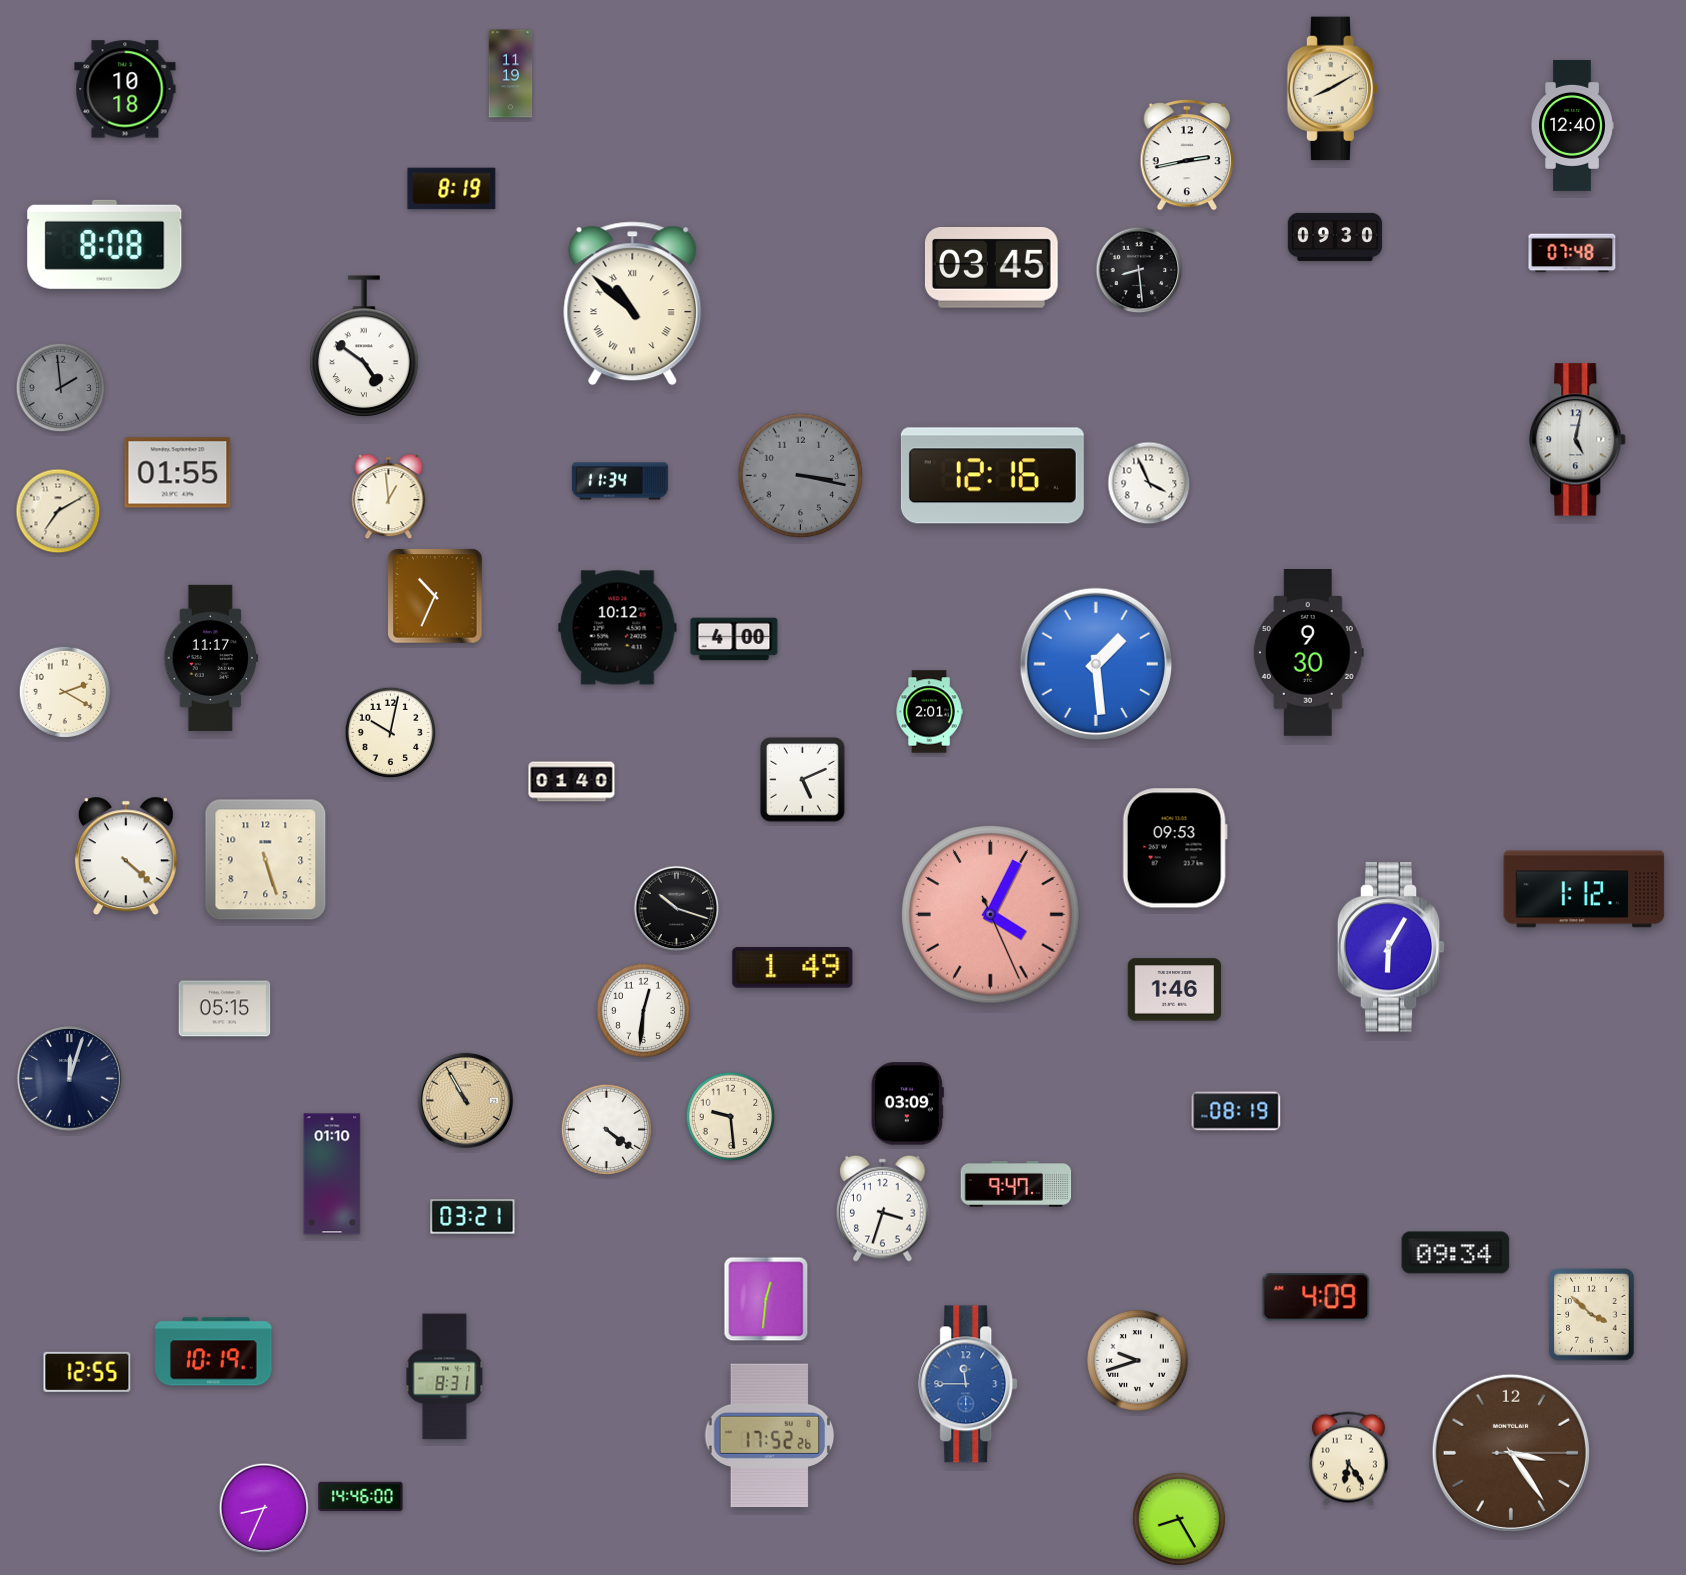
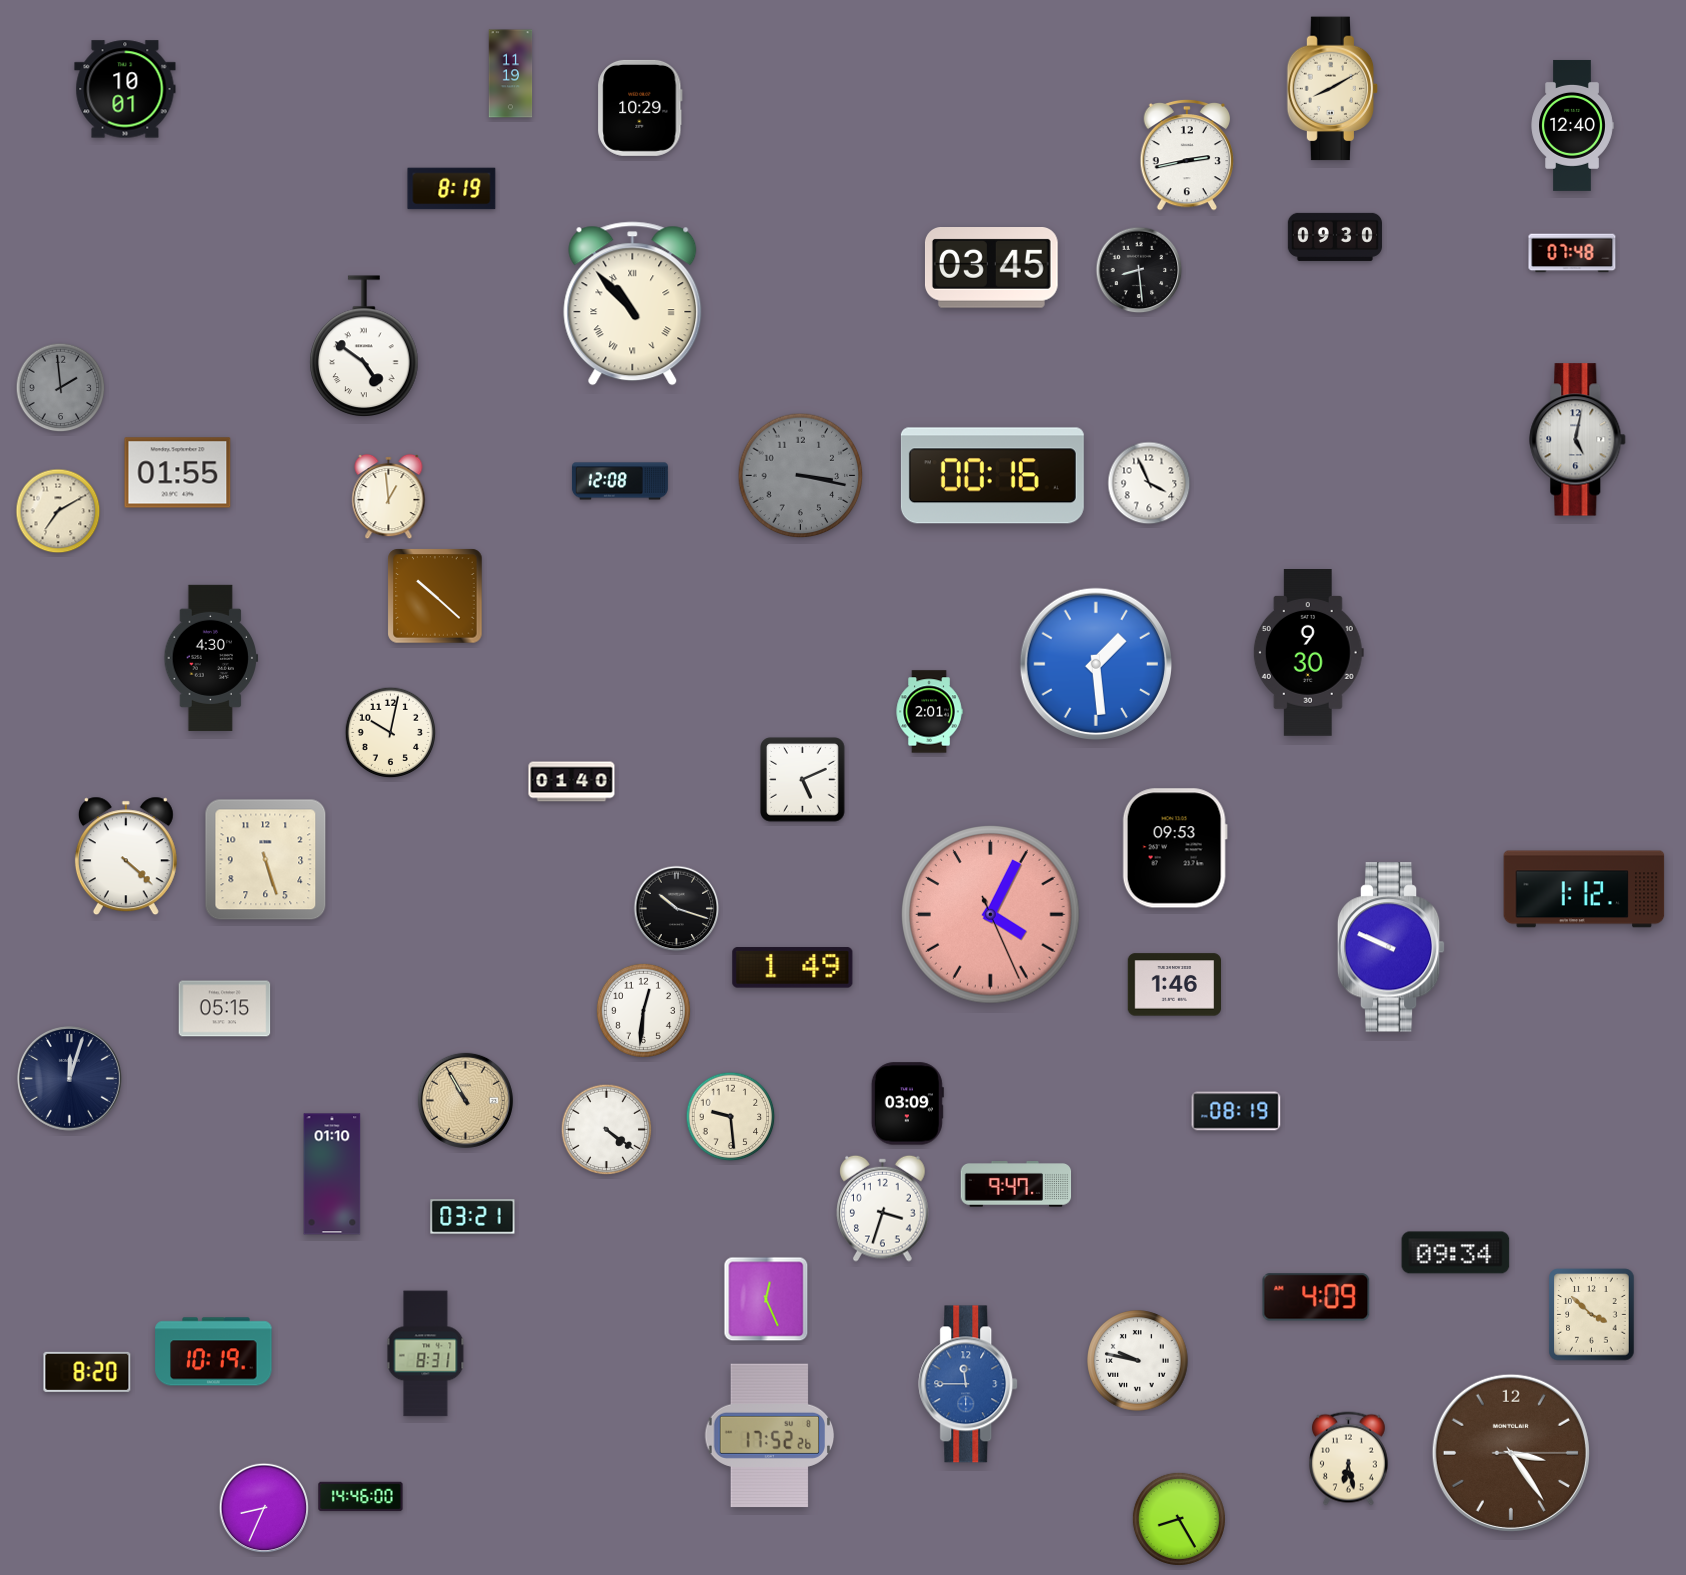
clock at (125, 89): 10:18 -> 10:01
clock at (640, 108): none -> 10:29
clock at (105, 244): 8:08 -> none
clock at (633, 304): 10:52 -> 10:53
clock at (992, 476): 12:16 -> 00:16
clock at (620, 481): 11:34 -> 12:08
clock at (435, 596): 10:34 -> 10:22
clock at (618, 628): 10:12 -> none
clock at (734, 639): 4:00 -> none
clock at (211, 658): 11:17 -> 4:30
clock at (64, 691): 2:20 -> none
clock at (1391, 947): 6:05 -> 9:49
clock at (1174, 990) position: (1174, 990) -> (1174, 985)
clock at (766, 1299): 12:31 -> 12:26
clock at (1138, 1361): 9:42 -> 9:47
clock at (87, 1372): 12:55 -> 8:20
clock at (445, 1377) position: (445, 1377) -> (426, 1354)
clock at (1348, 1459): 6:24 -> 6:28
